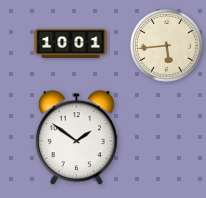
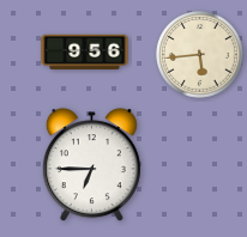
clock at (71, 43): 10:01 -> 9:56
clock at (76, 138): 1:51 -> 6:45
